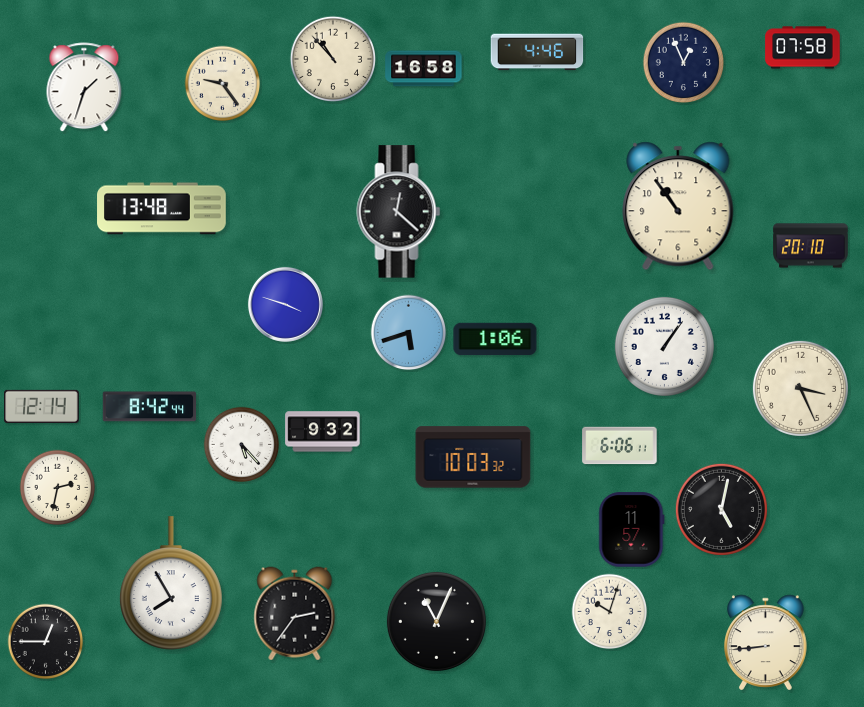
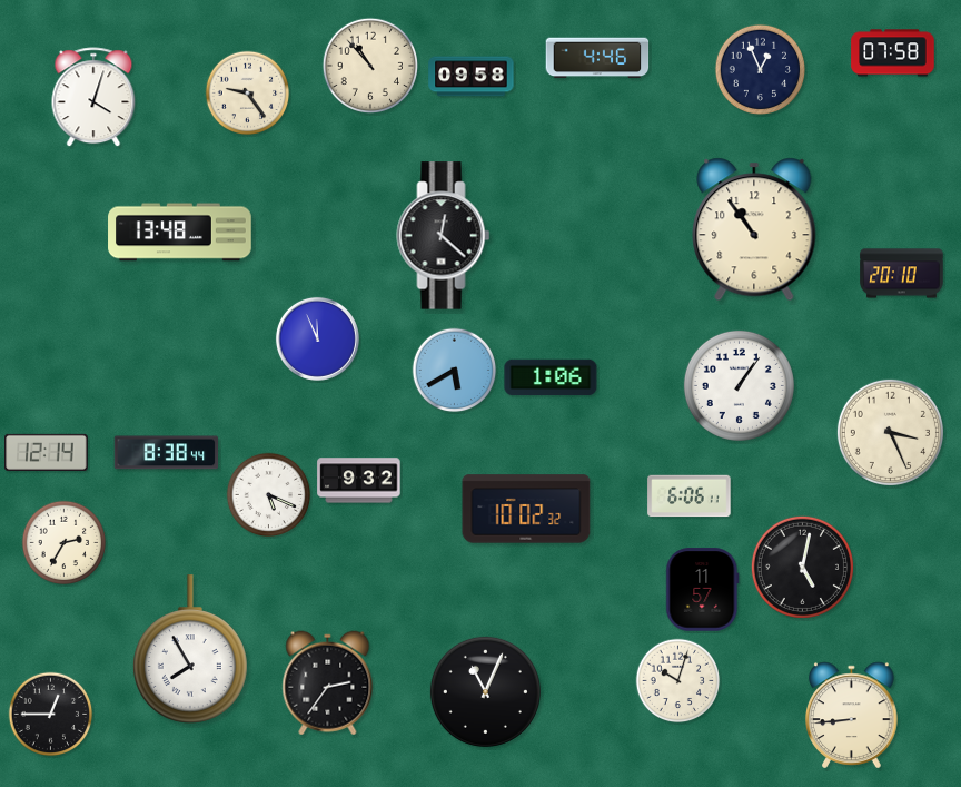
clock at (424, 69): 16:58 -> 09:58
clock at (84, 88): 1:33 -> 4:03
clock at (285, 304): 3:48 -> 11:56
clock at (409, 333): 5:42 -> 5:40
clock at (150, 407): 8:42 -> 8:38
clock at (242, 445): 5:23 -> 5:19
clock at (473, 457): 10:03 -> 10:02
clock at (58, 488): 2:32 -> 2:35
